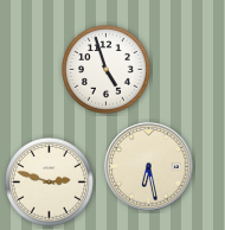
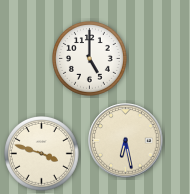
clock at (107, 70): 4:57 -> 5:00
clock at (50, 183): 2:48 -> 3:48
